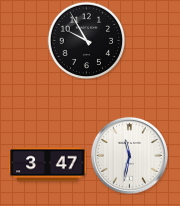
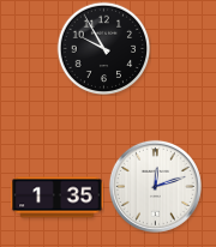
clock at (129, 155): 11:32 -> 12:12
clock at (48, 165): 3:47 -> 1:35
